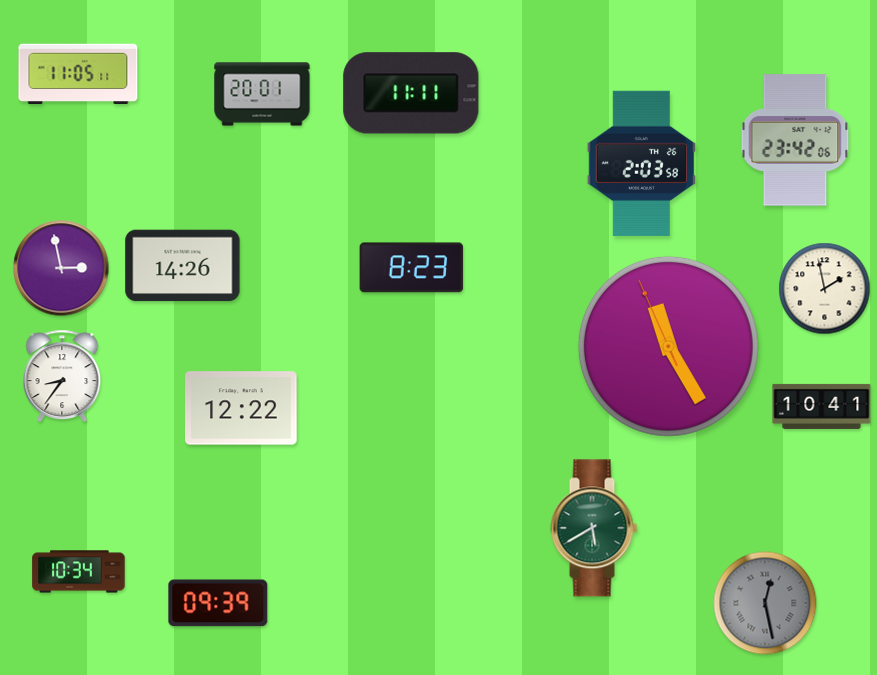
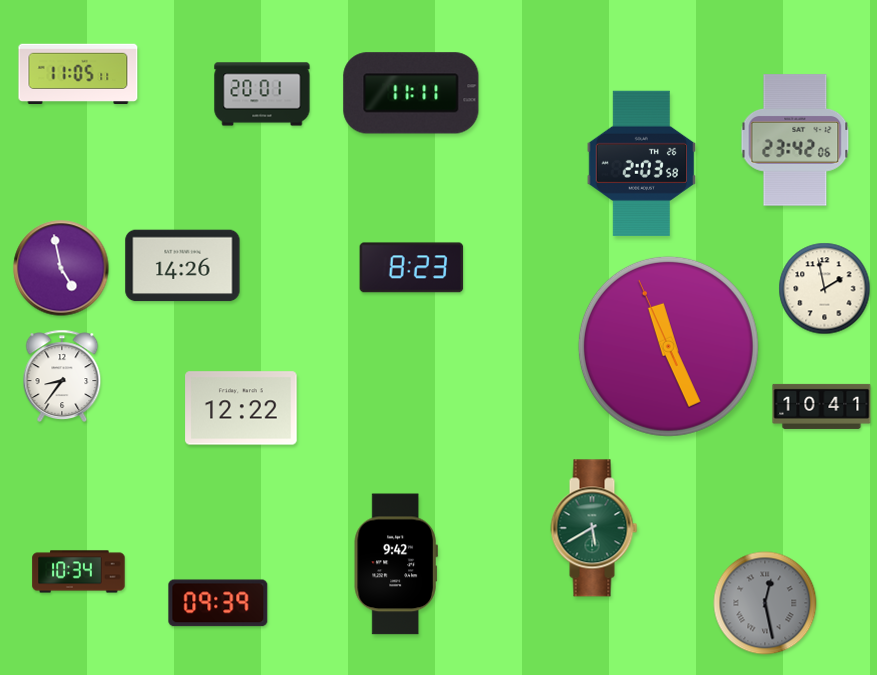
clock at (61, 268): 2:58 -> 4:58
clock at (668, 346): 11:24 -> 11:25
clock at (396, 564): none -> 9:42
